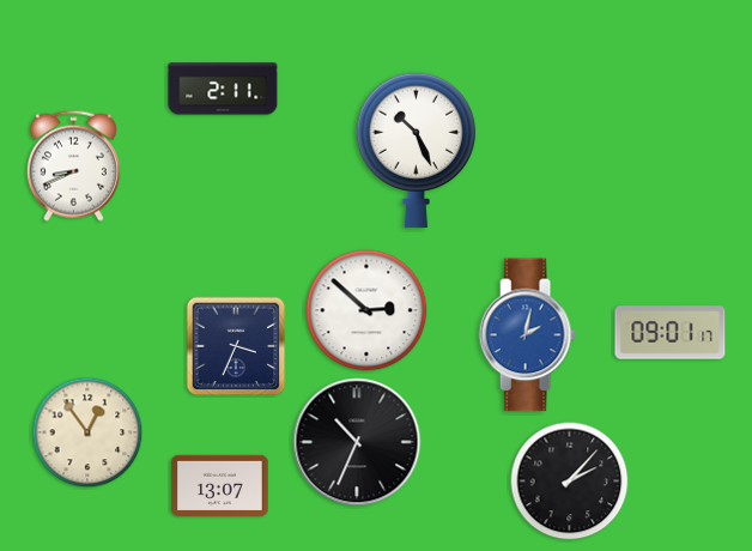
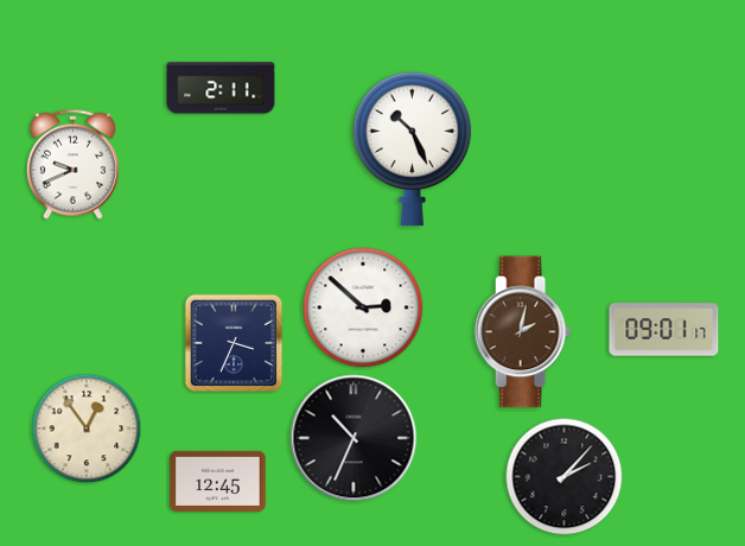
clock at (73, 165): 8:41 -> 9:41
clock at (527, 335) dial: blue -> brown
clock at (220, 485): 13:07 -> 12:45
